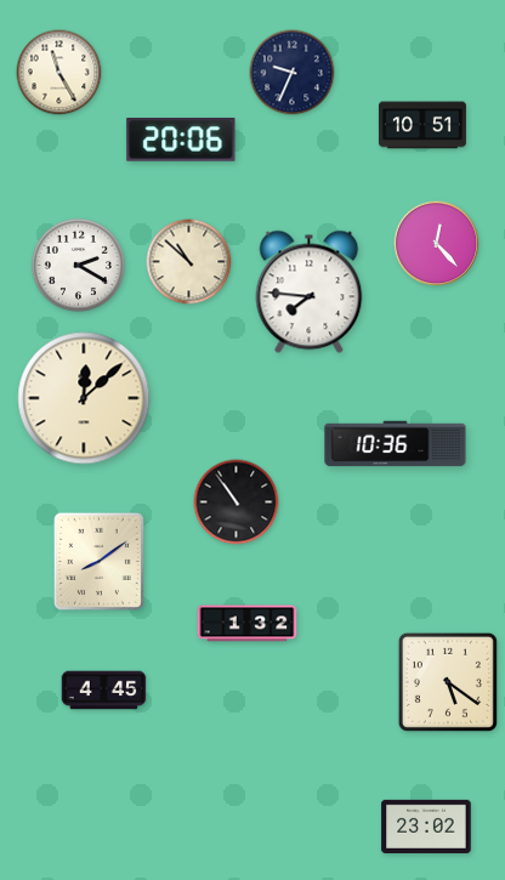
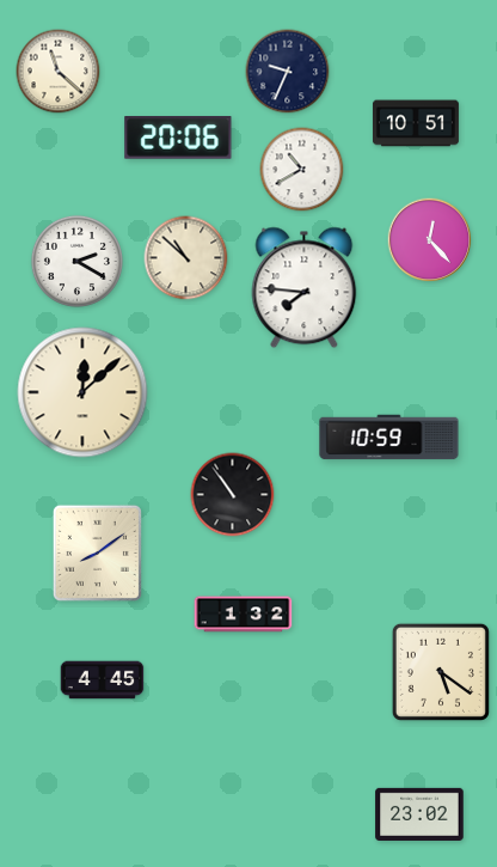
clock at (59, 73): 11:25 -> 11:22
clock at (302, 170): none -> 10:40
clock at (396, 444): 10:36 -> 10:59
